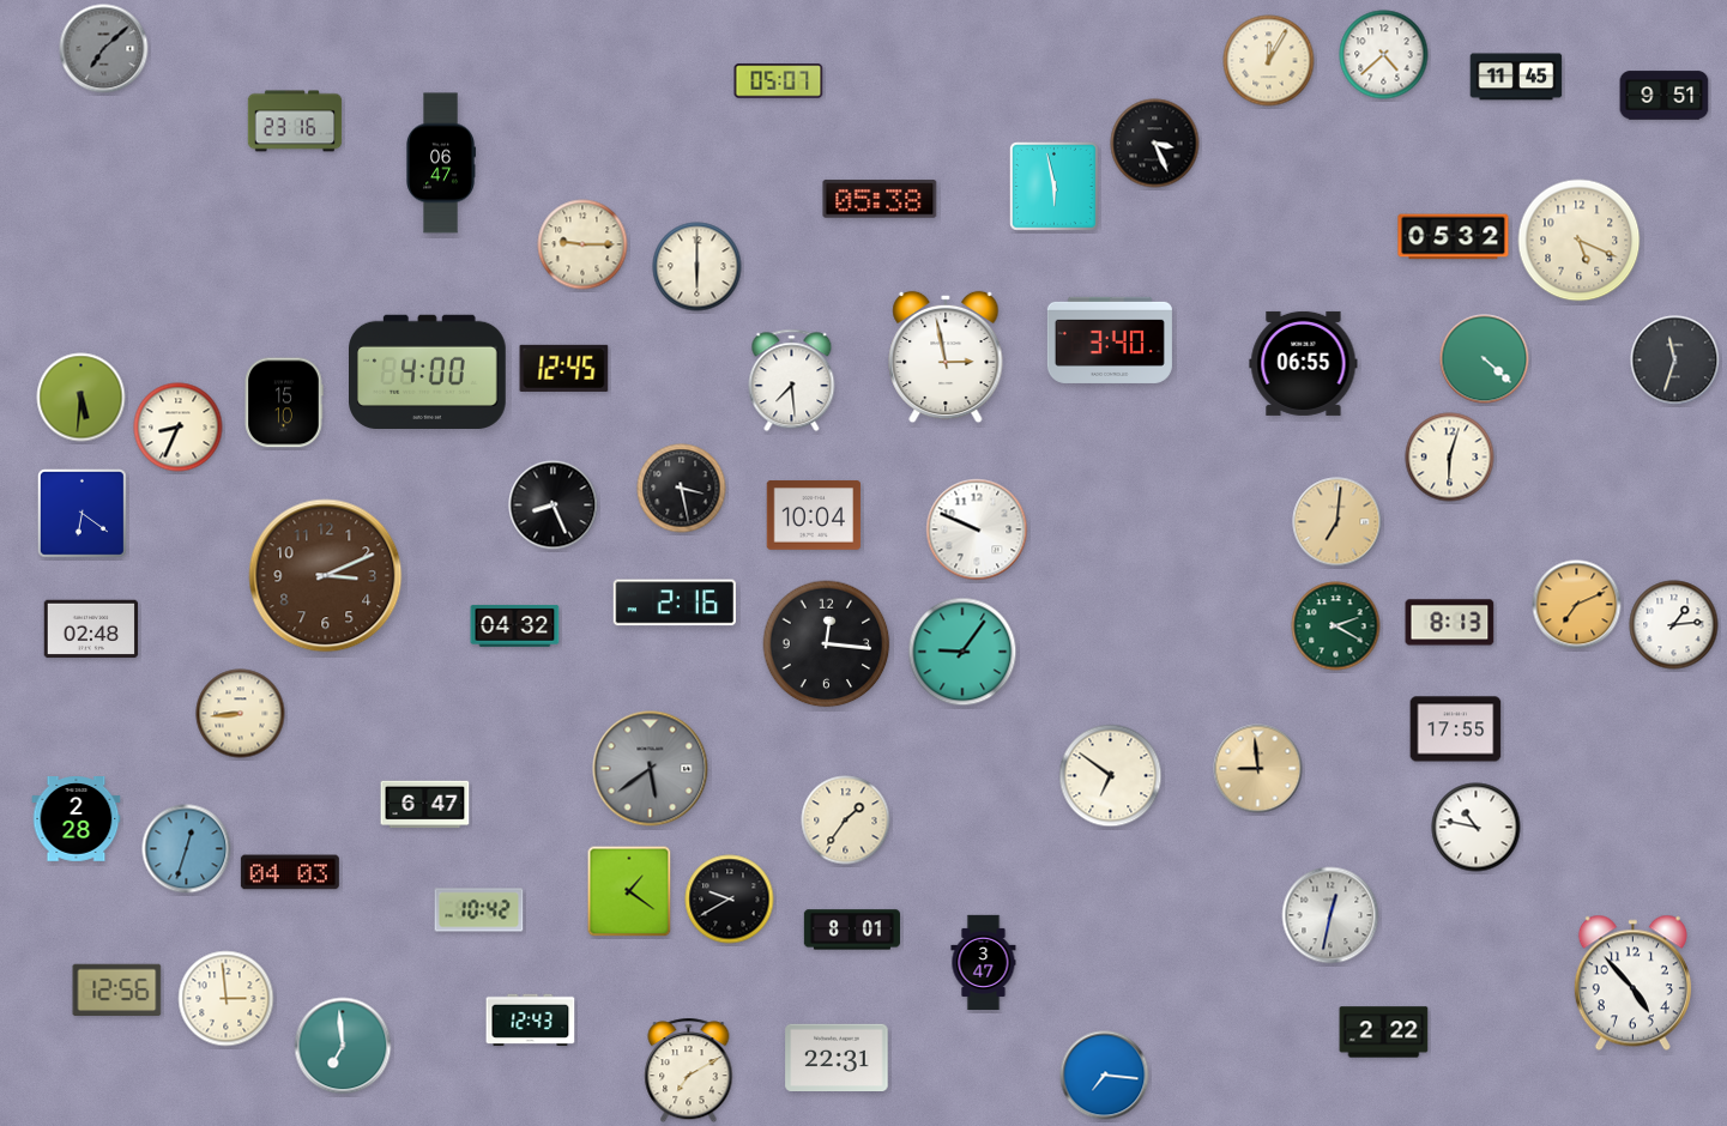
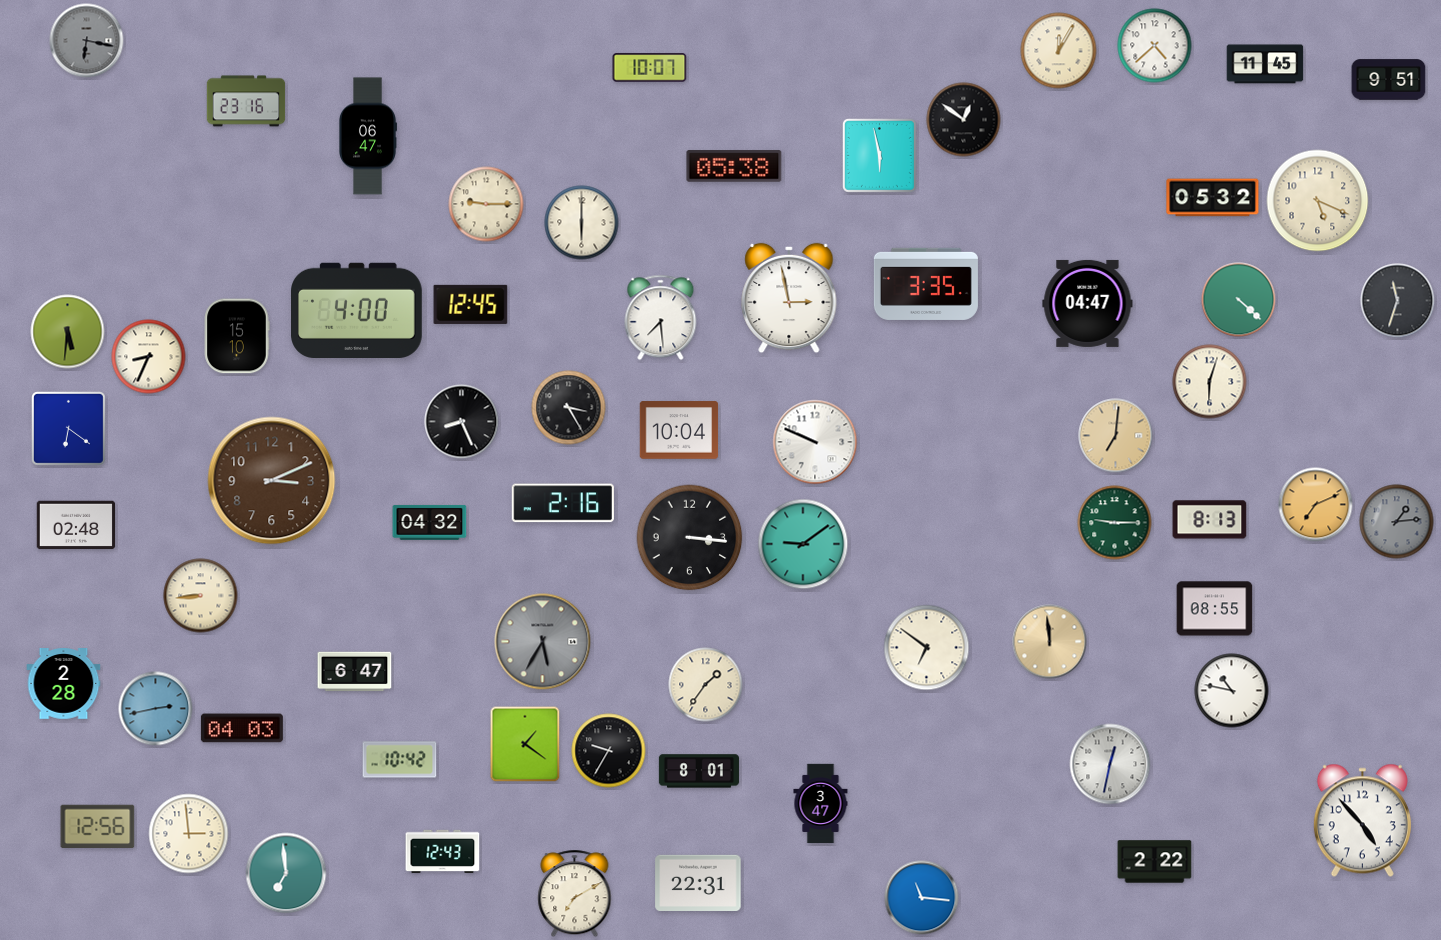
clock at (104, 49): 7:08 -> 6:17
clock at (779, 81): 05:07 -> 10:07
clock at (1155, 144): 3:26 -> 12:51
clock at (1110, 340): 3:40 -> 3:35
clock at (1304, 363): 06:55 -> 04:47
clock at (564, 368) position: (564, 368) -> (471, 304)
clock at (682, 489): 3:28 -> 3:25
clock at (1674, 625) dial: white -> grey
clock at (1336, 626): 2:20 -> 9:15
clock at (827, 644): 12:16 -> 3:16
clock at (962, 652): 9:06 -> 9:09
clock at (1456, 730): 17:55 -> 08:55
clock at (651, 769): 5:39 -> 5:35
clock at (1258, 769): 8:59 -> 11:59
clock at (187, 849): 12:33 -> 2:43
clock at (730, 900): 9:40 -> 9:35
clock at (852, 930) position: (852, 930) -> (699, 771)
clock at (1105, 1076): 7:16 -> 11:16
